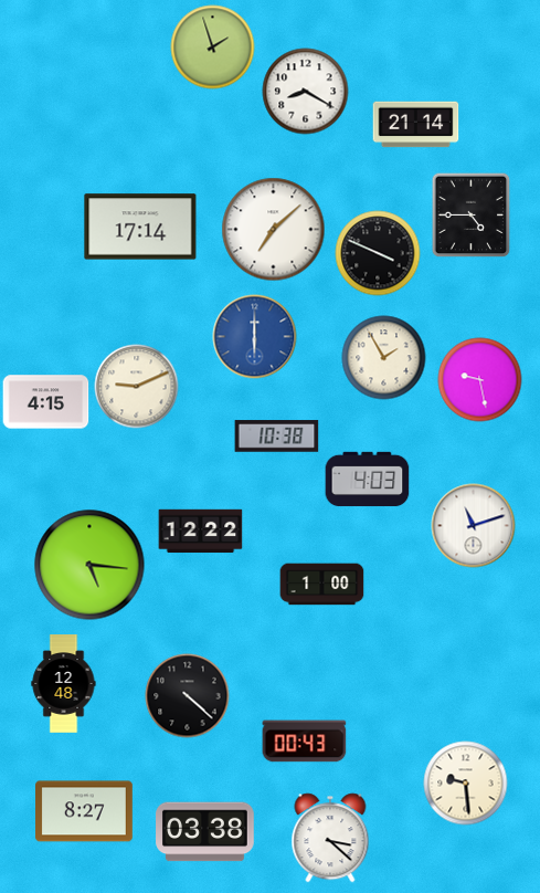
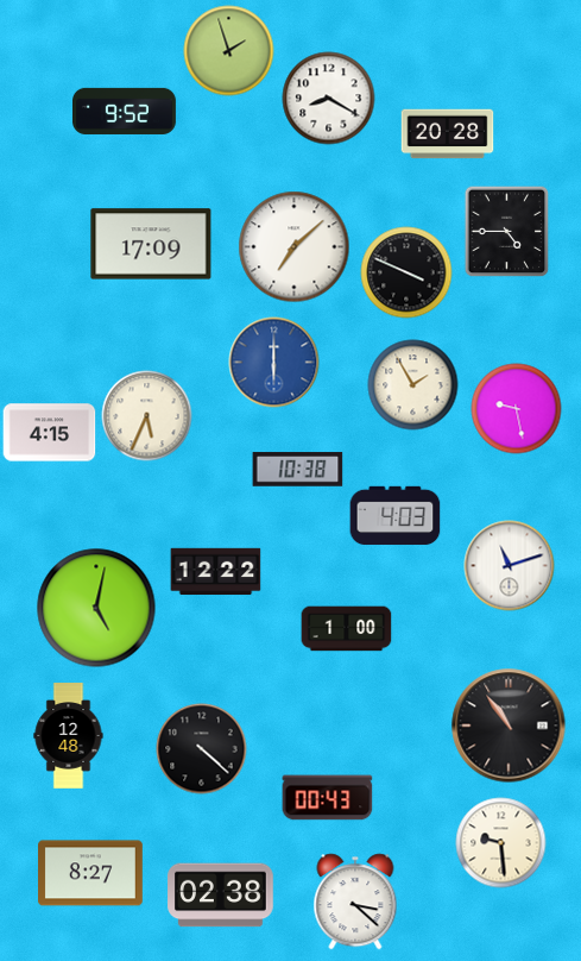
clock at (125, 111): none -> 9:52
clock at (416, 125): 21:14 -> 20:28
clock at (140, 227): 17:14 -> 17:09
clock at (137, 387): 9:11 -> 5:34
clock at (89, 565): 5:16 -> 5:02
clock at (509, 726): none -> 10:54
clock at (205, 832): 03:38 -> 02:38
